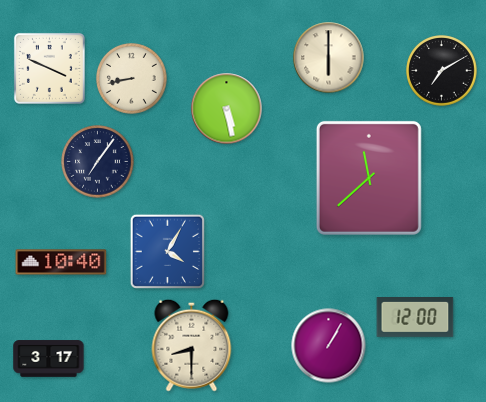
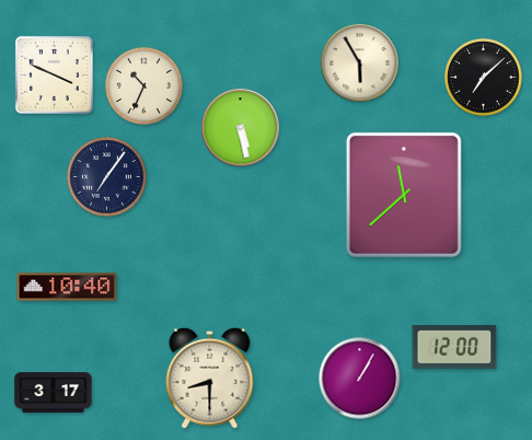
clock at (329, 58): 6:00 -> 5:55
clock at (442, 71): 7:10 -> 7:08
clock at (132, 79): 8:43 -> 10:34
clock at (227, 109) position: (227, 109) -> (241, 128)
clock at (167, 251): 4:05 -> none
